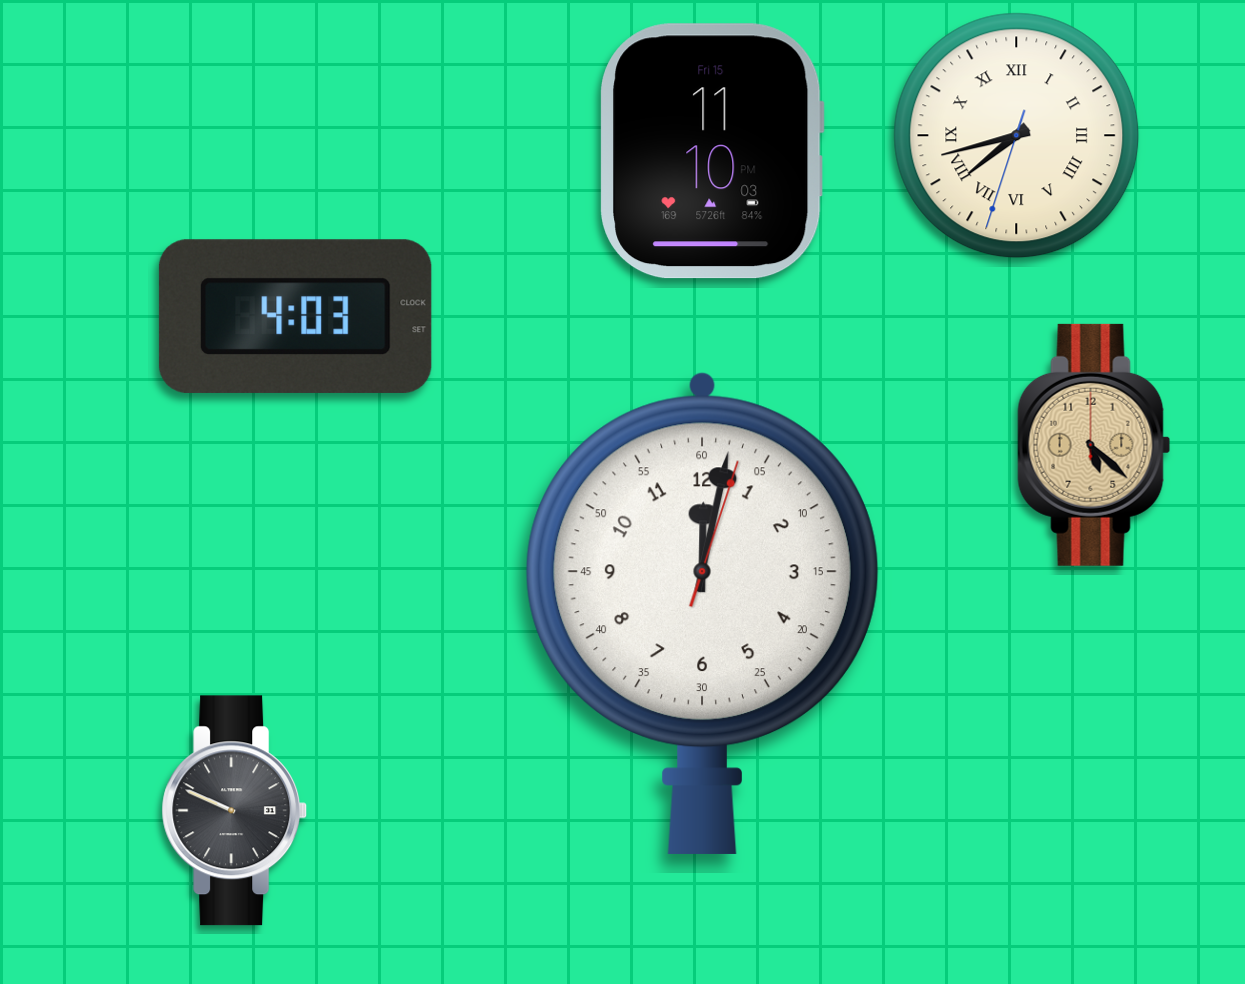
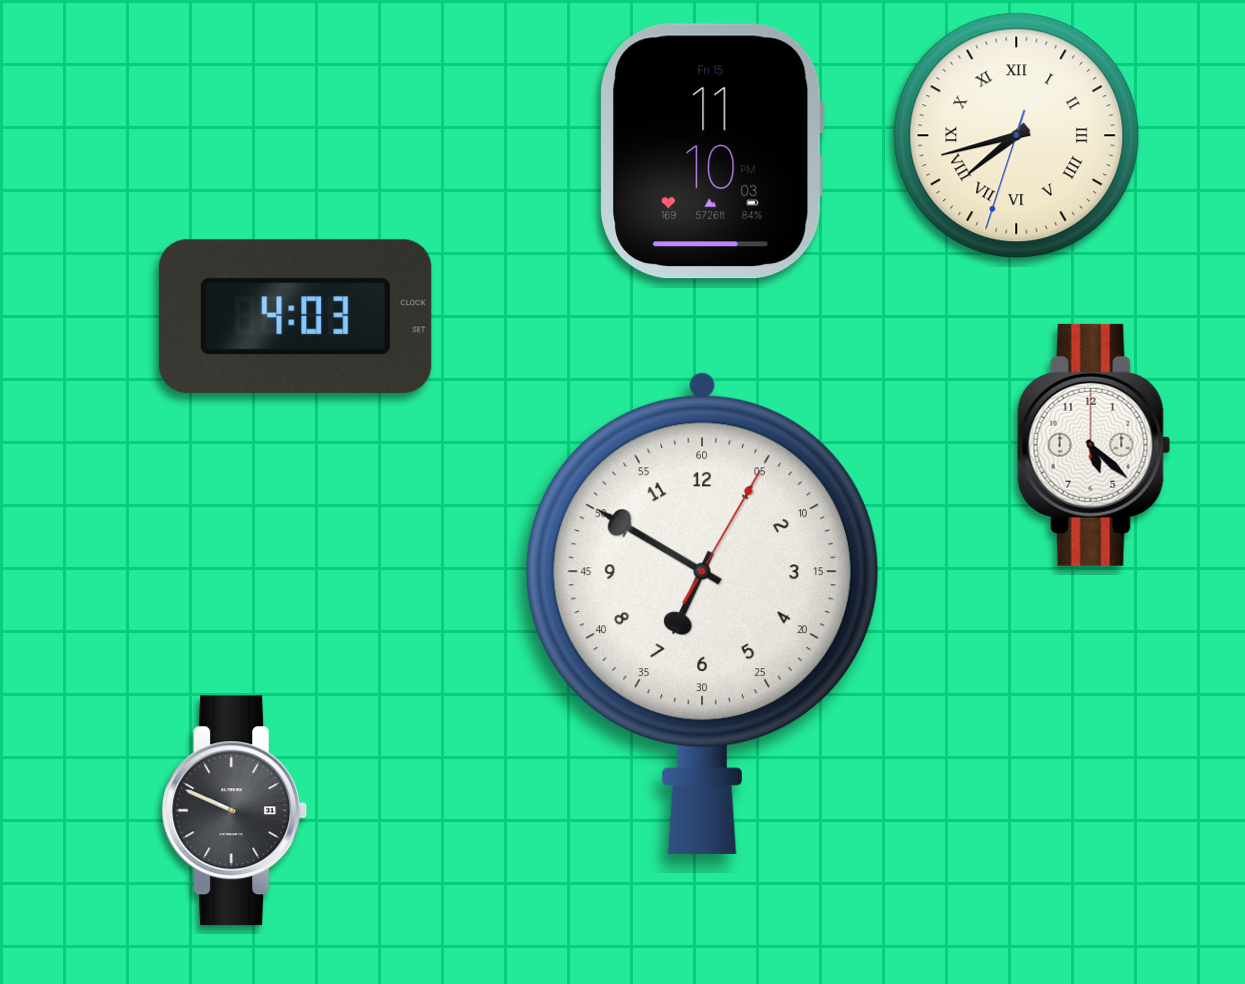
clock at (1094, 445) dial: champagne -> white
clock at (702, 613): 12:02 -> 6:50
